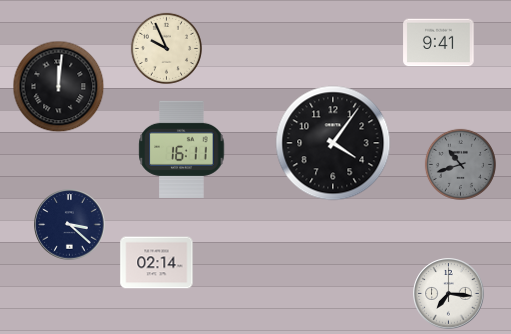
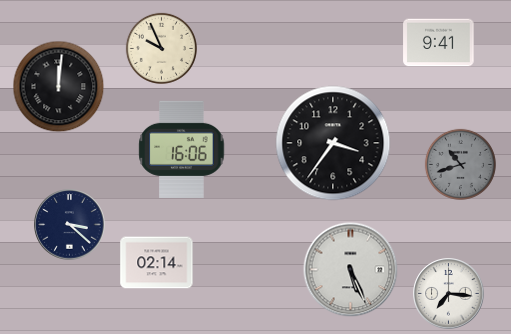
clock at (166, 48) position: (166, 48) -> (161, 48)
clock at (333, 143): 4:06 -> 3:36
clock at (182, 149): 16:11 -> 16:06
clock at (351, 270): none -> 5:26
